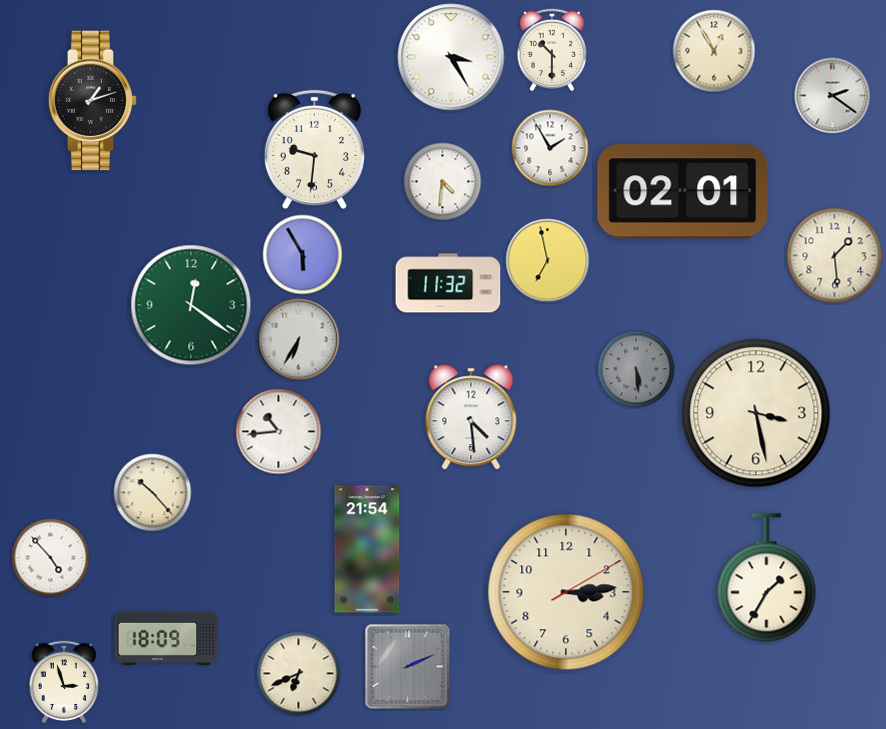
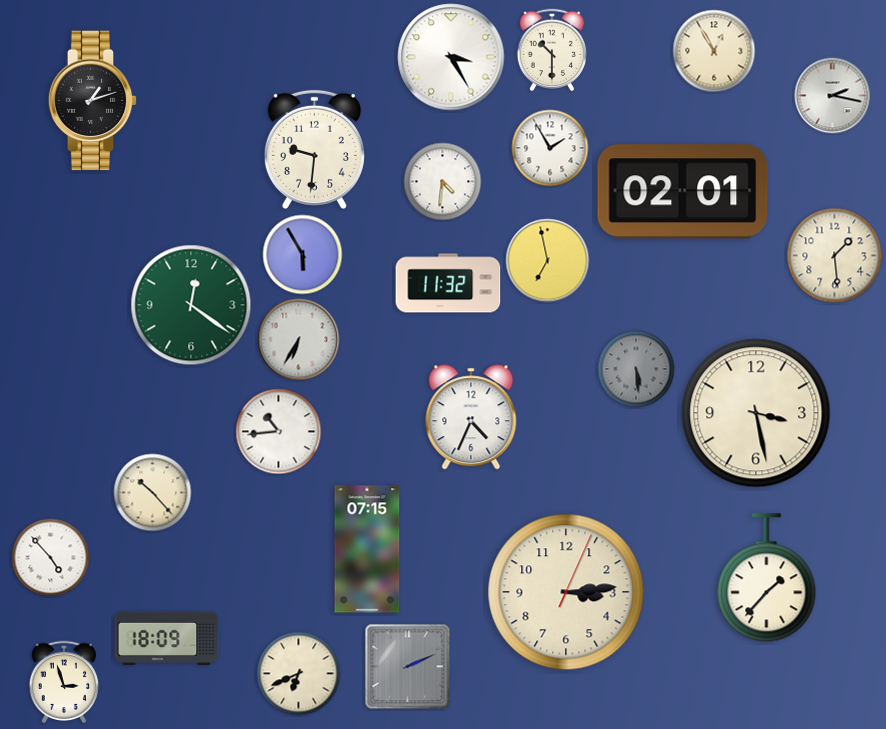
clock at (833, 96): 2:21 -> 2:17
clock at (471, 417): 4:29 -> 4:34
clock at (367, 549): 21:54 -> 07:15
clock at (767, 578): 1:35 -> 1:37
clock at (566, 592): 3:14:10 -> 3:14:04
